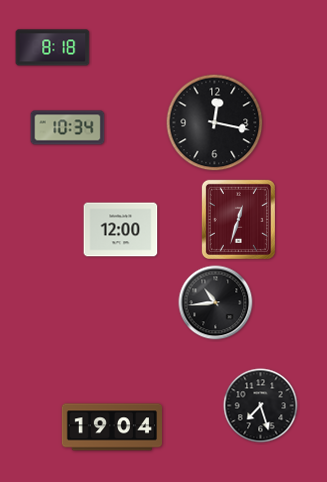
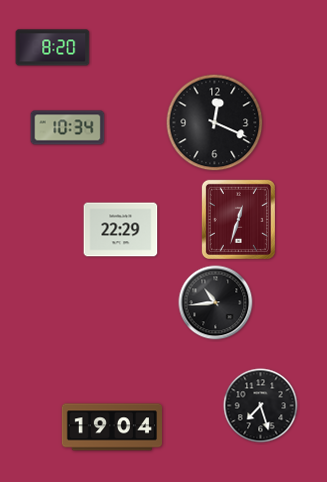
clock at (53, 48): 8:18 -> 8:20
clock at (215, 123): 12:17 -> 12:19
clock at (121, 230): 12:00 -> 22:29
